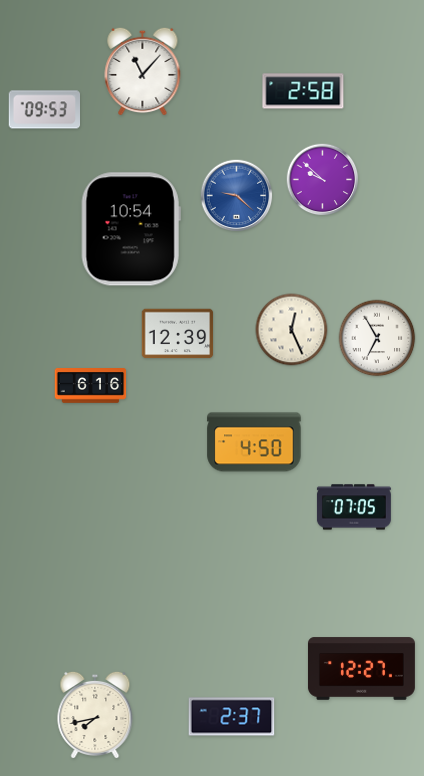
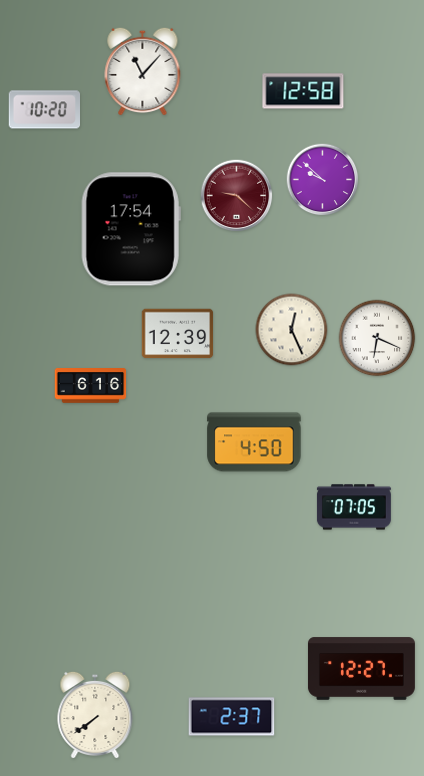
clock at (303, 91): 2:58 -> 12:58
clock at (45, 110): 09:53 -> 10:20
clock at (237, 196) dial: blue -> burgundy
clock at (131, 229): 10:54 -> 17:54
clock at (377, 338): 6:55 -> 6:19
clock at (95, 715): 7:43 -> 7:39
